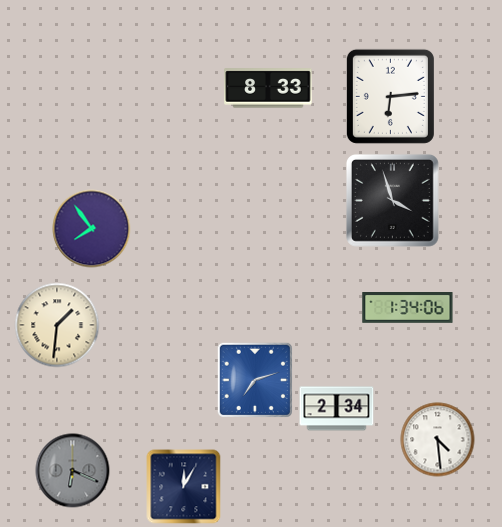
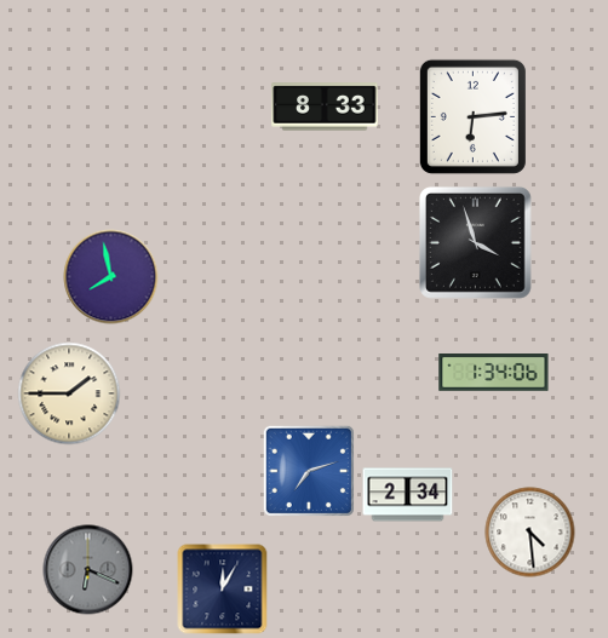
clock at (92, 229): 7:54 -> 7:58
clock at (57, 325): 1:31 -> 1:45
clock at (255, 380) position: (255, 380) -> (309, 471)
